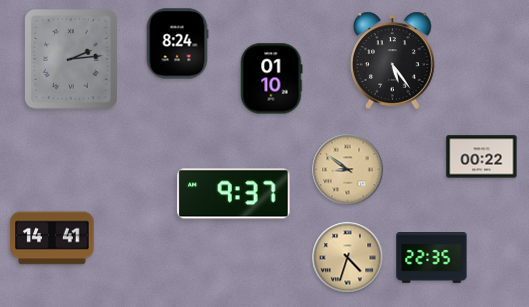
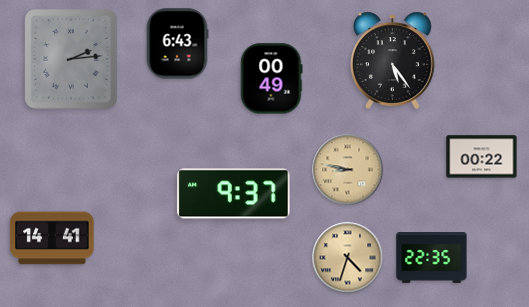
clock at (177, 44): 8:24 -> 6:43
clock at (272, 79): 01:10 -> 00:49
clock at (348, 170): 8:51 -> 8:47
